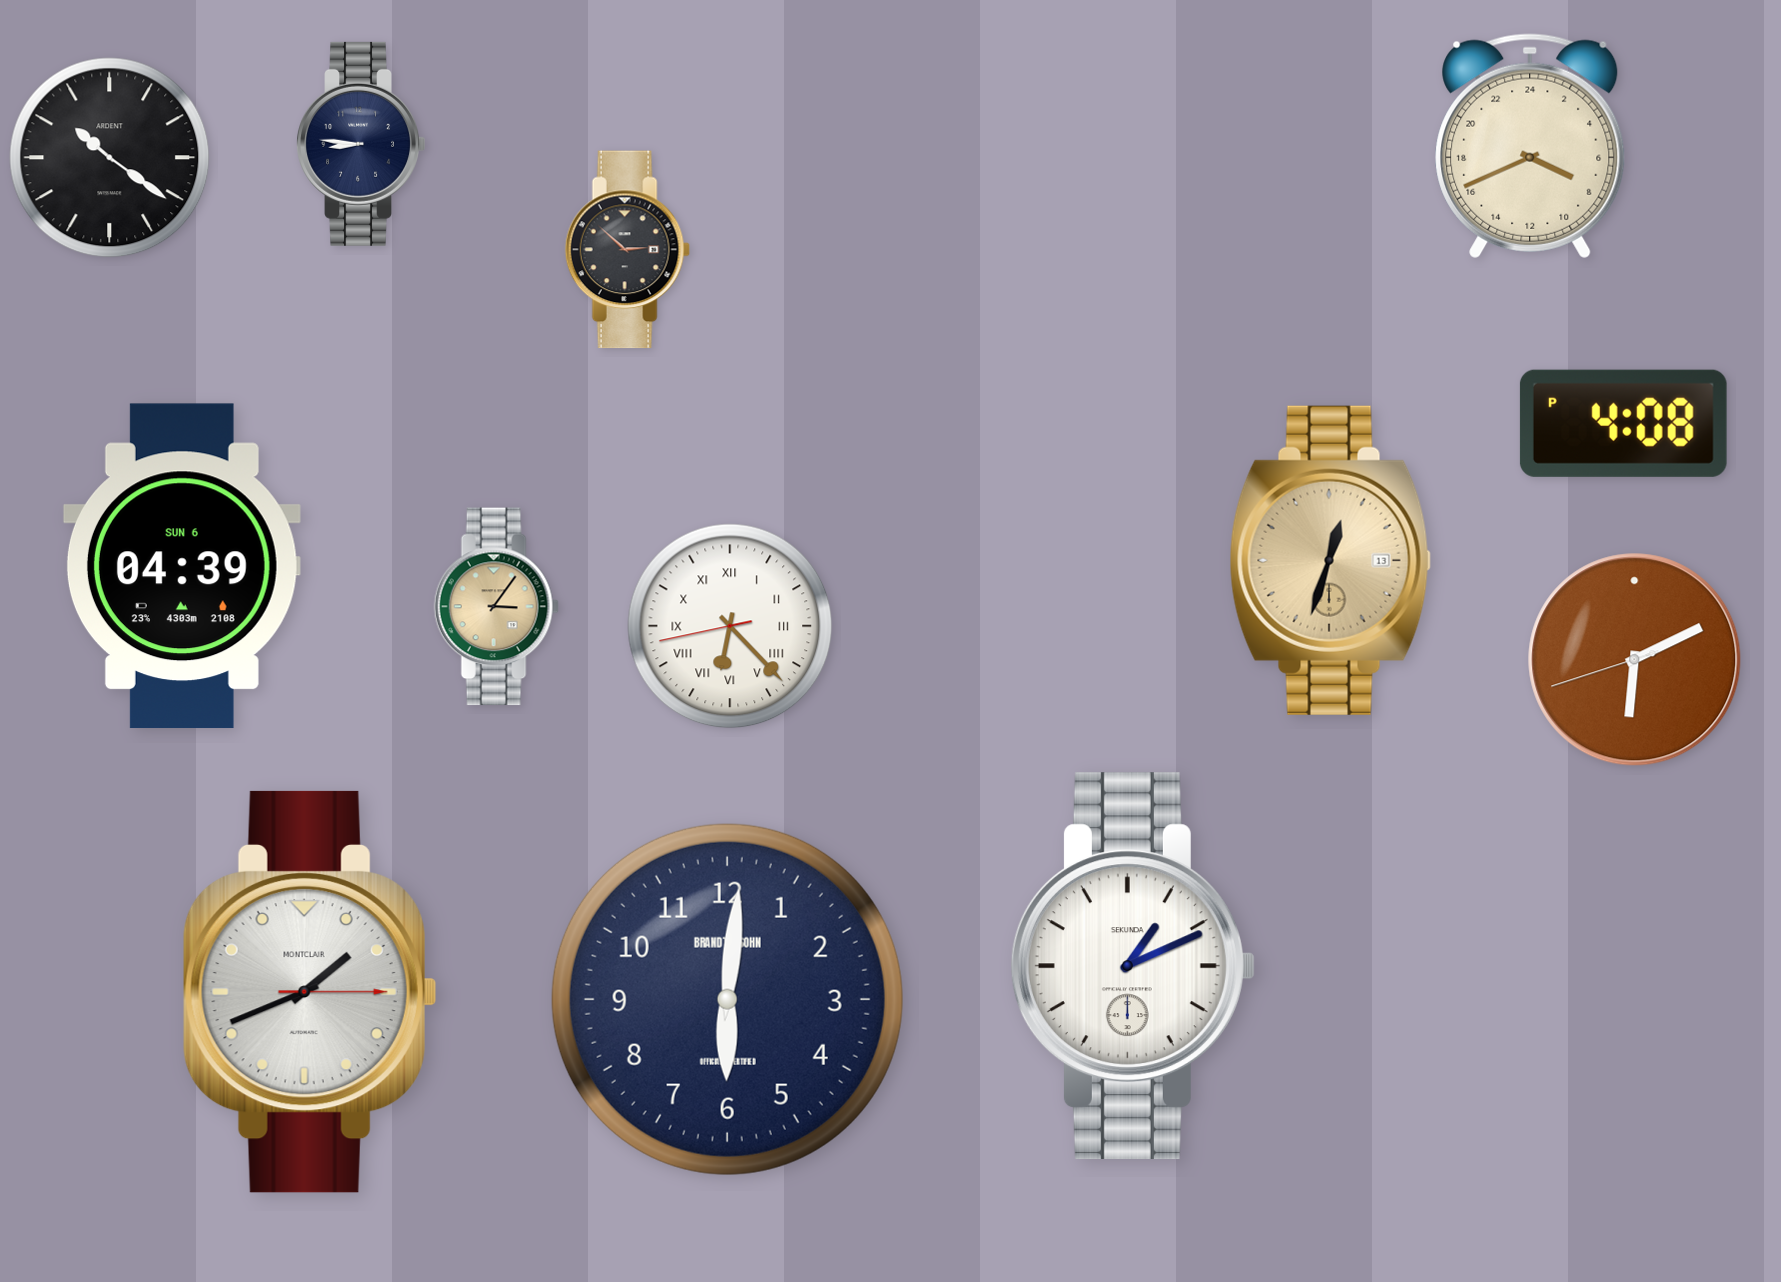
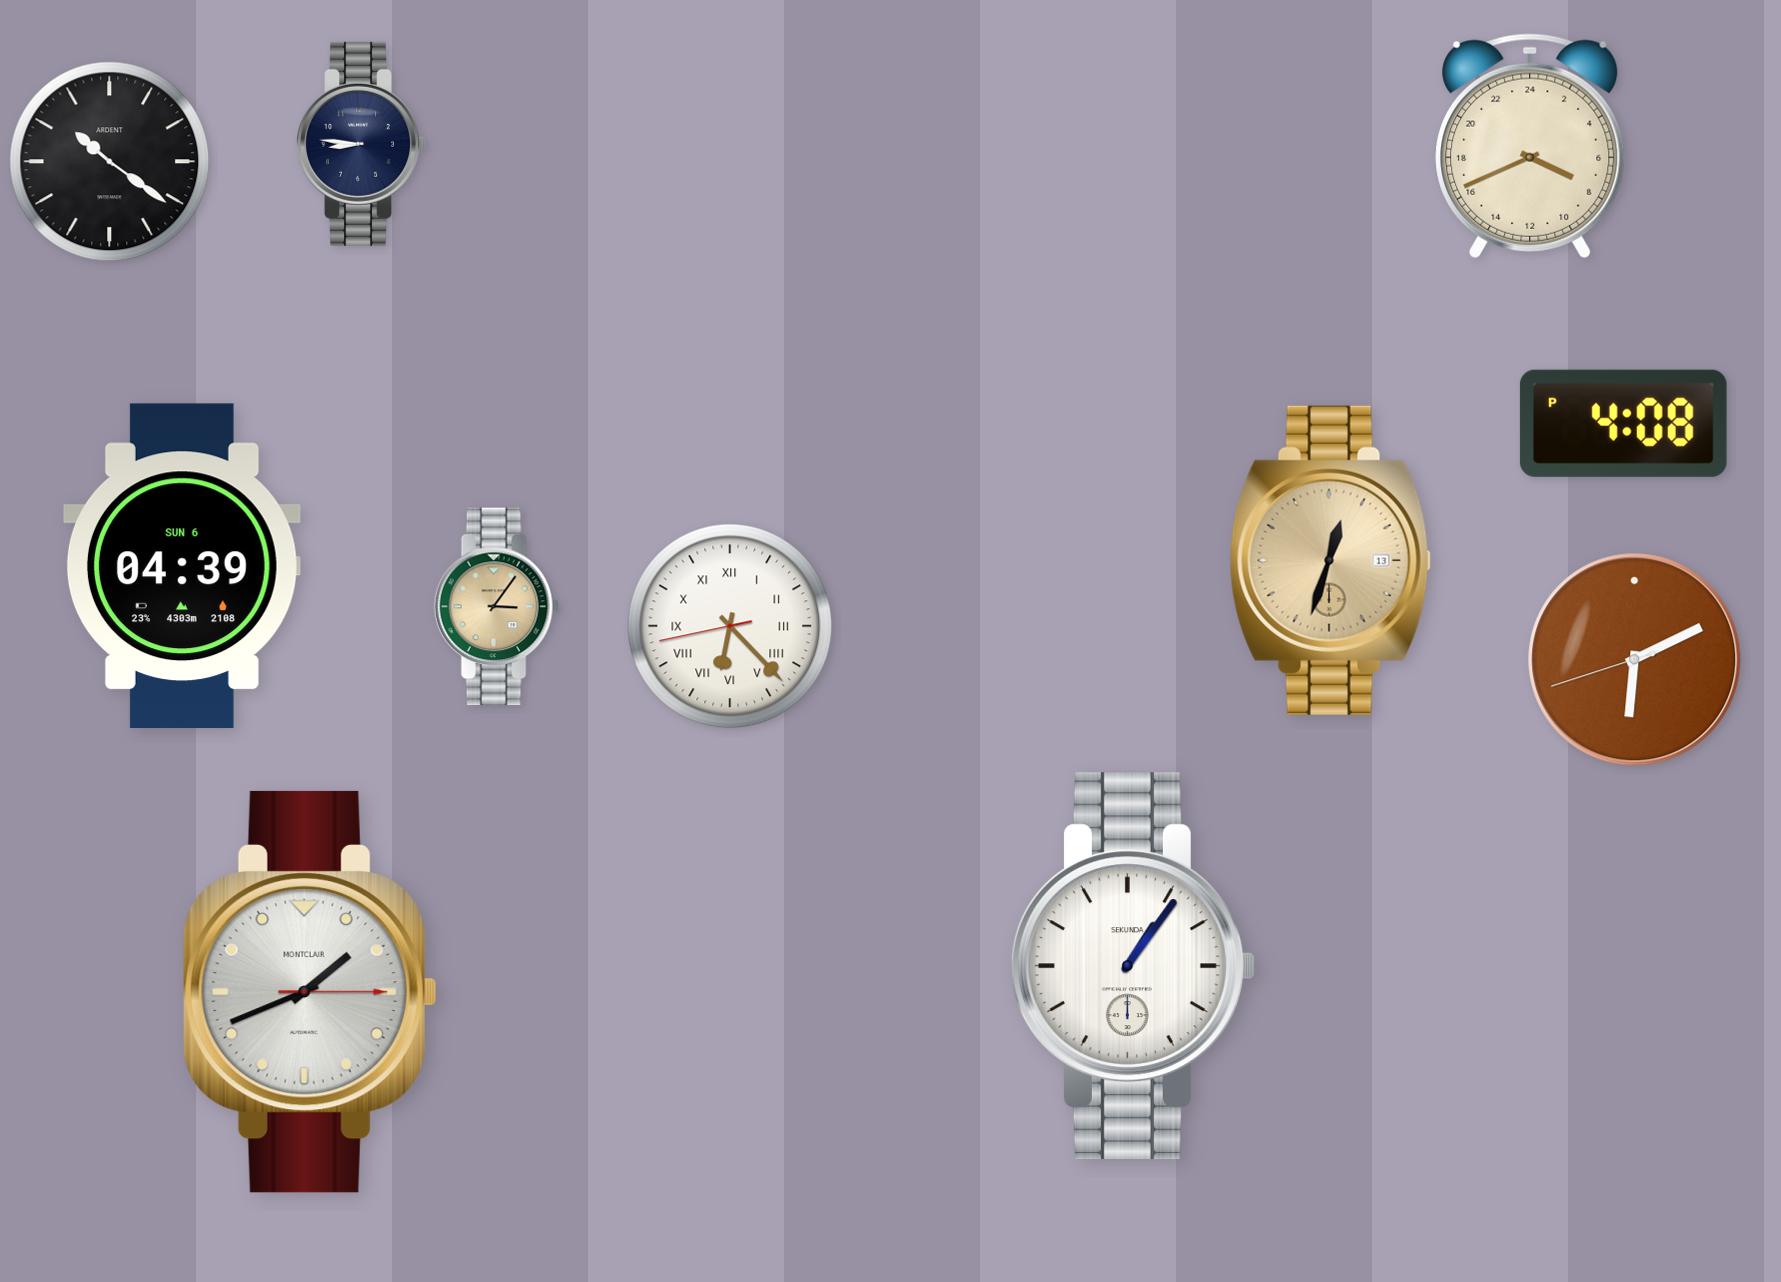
clock at (110, 158) position: (110, 158) -> (110, 162)
clock at (627, 250): 2:52 -> none
clock at (1133, 966): 1:11 -> 1:06
clock at (727, 999): 6:01 -> none
